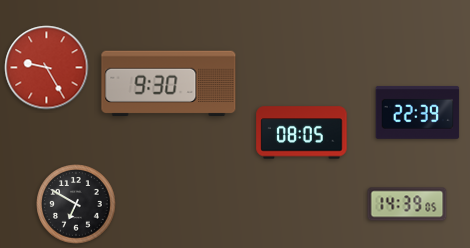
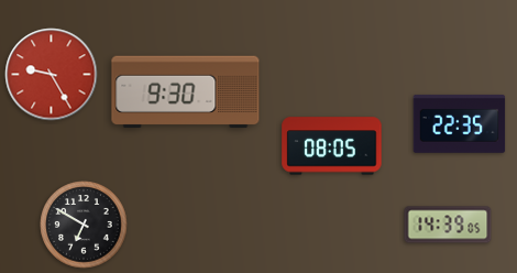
clock at (418, 112): 22:39 -> 22:35
